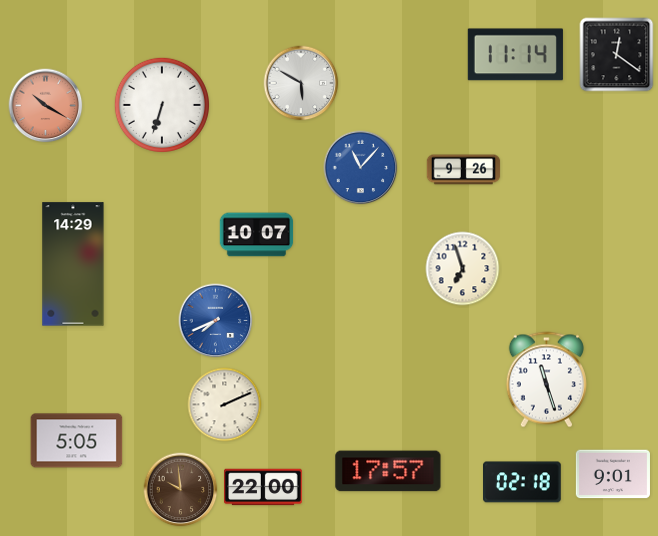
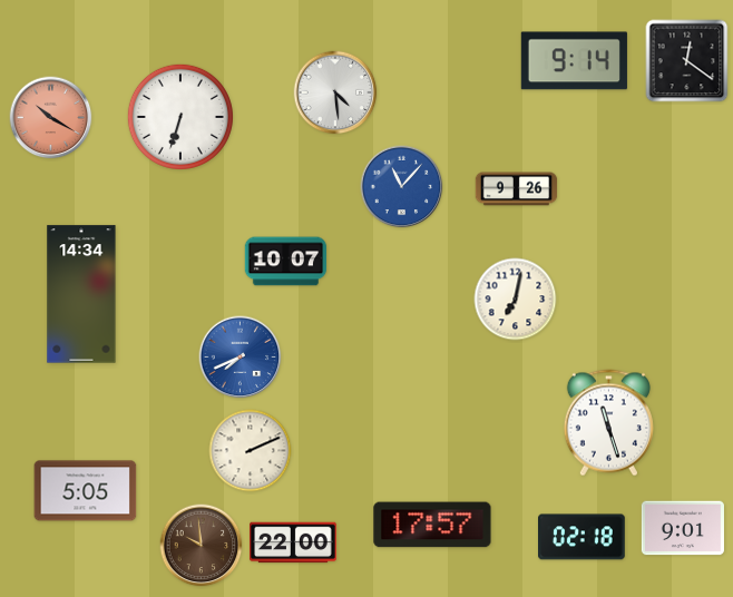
clock at (515, 55): 11:14 -> 9:14
clock at (301, 83): 5:50 -> 4:29
clock at (73, 264): 14:29 -> 14:34
clock at (463, 269): 6:57 -> 7:02
